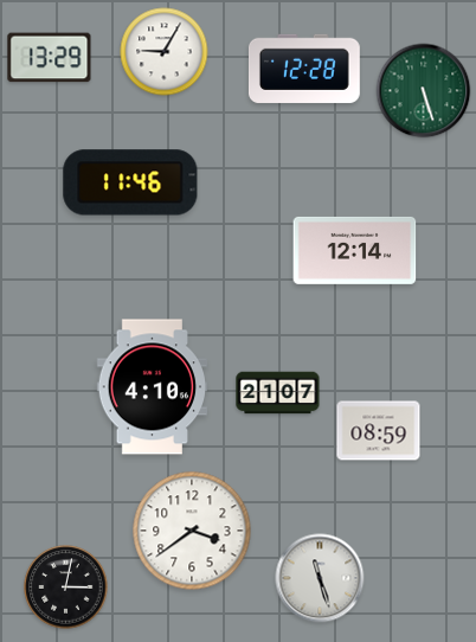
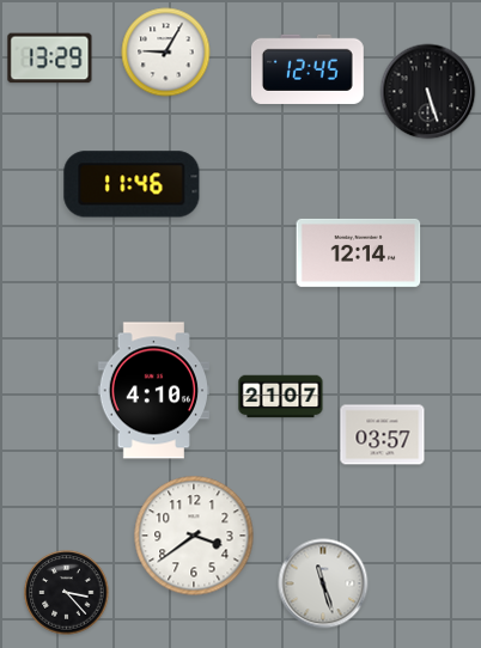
clock at (304, 69): 12:28 -> 12:45
clock at (424, 91) dial: green -> black
clock at (379, 431): 08:59 -> 03:57
clock at (66, 588): 3:02 -> 3:23
